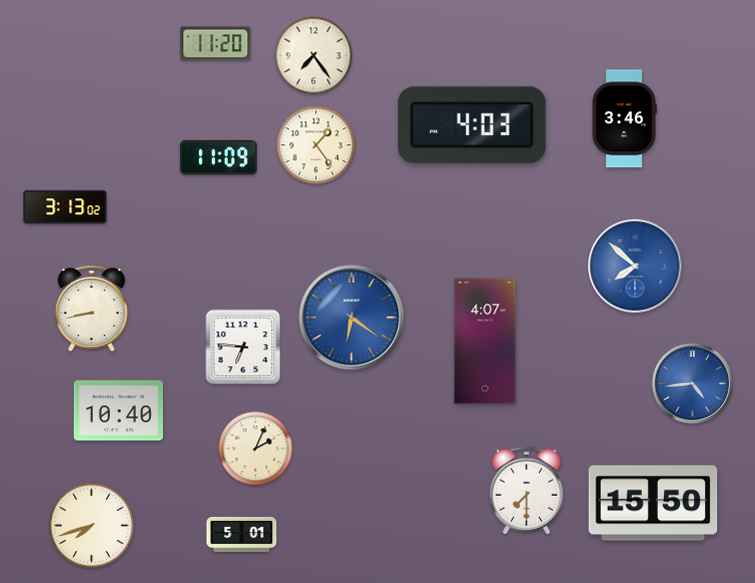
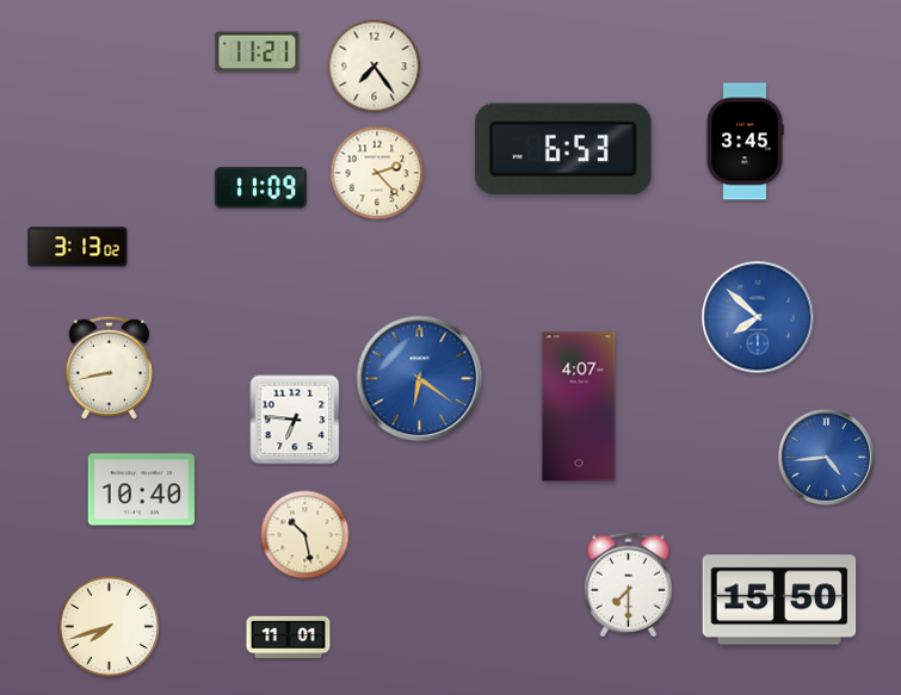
clock at (216, 44): 11:20 -> 11:21
clock at (624, 119): 3:46 -> 3:45
clock at (472, 125): 4:03 -> 6:53
clock at (316, 145): 1:24 -> 2:23
clock at (243, 347) position: (243, 347) -> (295, 420)
clock at (256, 449): 2:04 -> 10:28
clock at (242, 535): 5:01 -> 11:01
